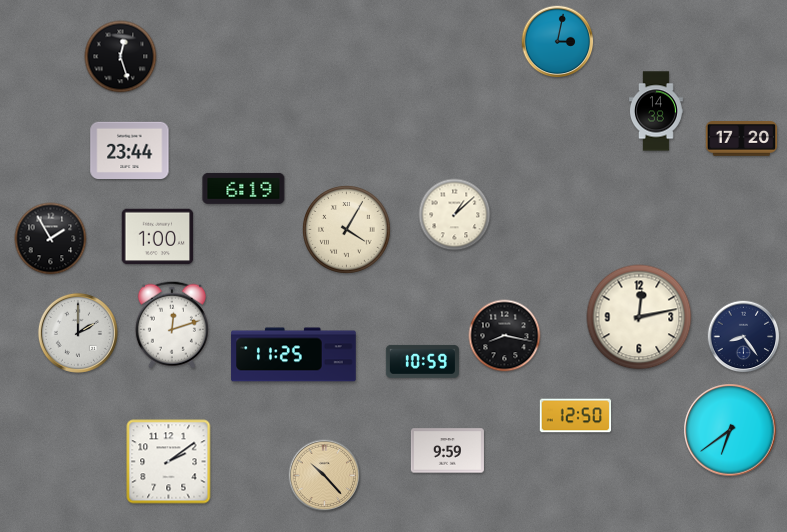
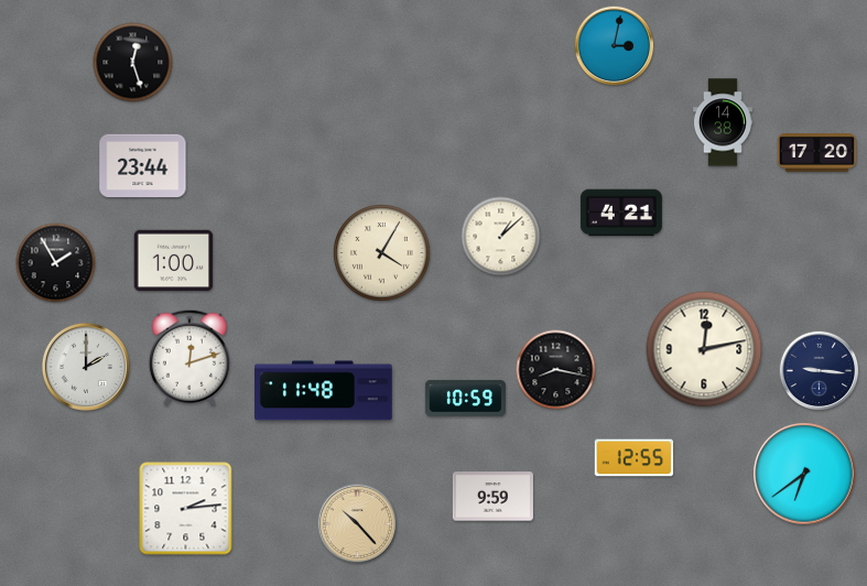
clock at (244, 188): 6:19 -> none
clock at (621, 213): none -> 4:21
clock at (744, 337): 8:24 -> 9:16
clock at (294, 355): 11:25 -> 11:48
clock at (576, 416): 12:50 -> 12:55
clock at (169, 462): 2:09 -> 2:14
